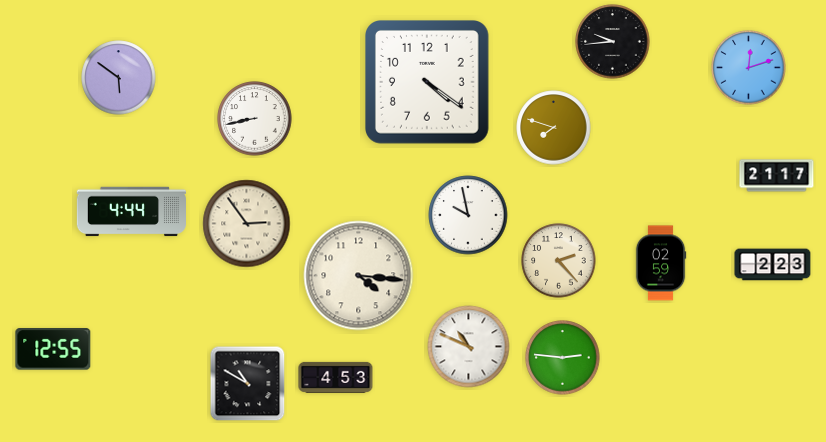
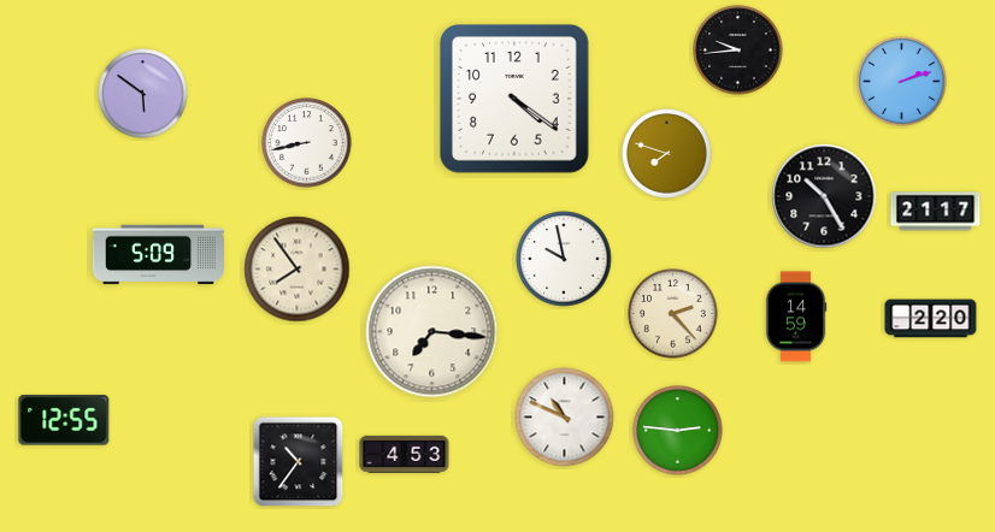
clock at (749, 68): 12:12 -> 2:12
clock at (824, 196): none -> 10:25
clock at (132, 212): 4:44 -> 5:09
clock at (247, 224): 2:54 -> 7:54
clock at (661, 263): 02:59 -> 14:59
clock at (773, 265): 2:23 -> 2:20
clock at (359, 276): 4:16 -> 7:16
clock at (248, 384): 10:50 -> 10:36
